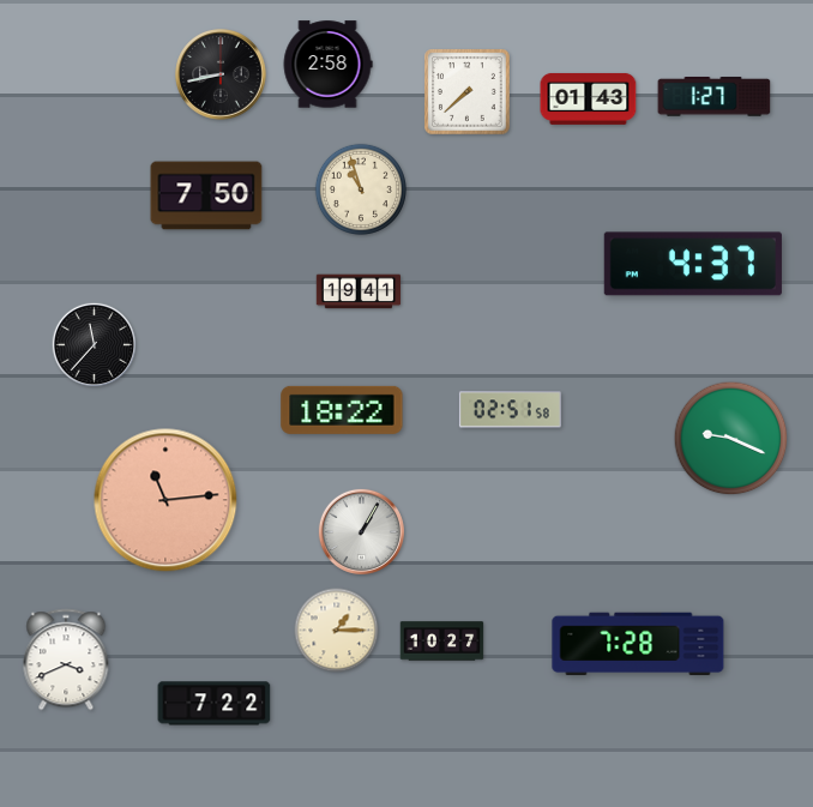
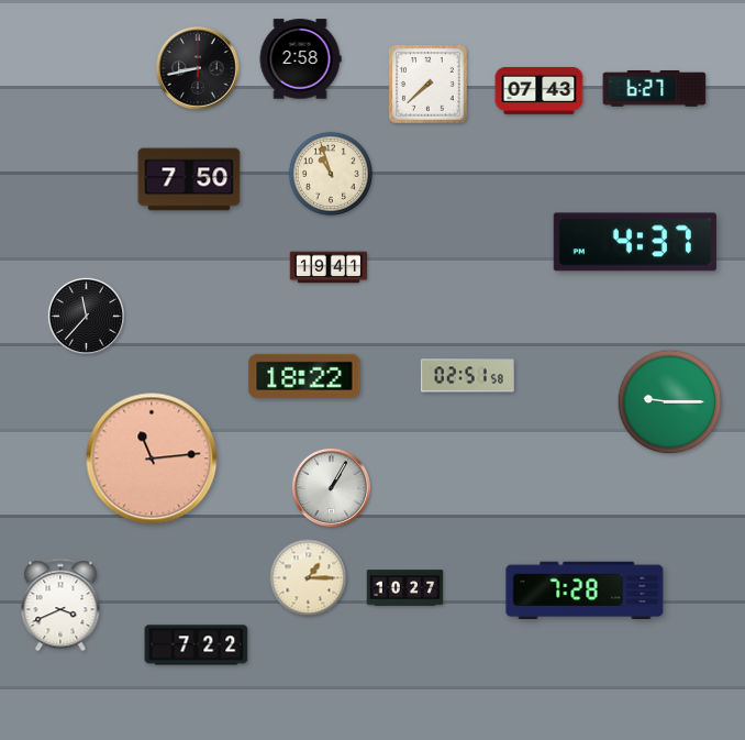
clock at (221, 74) position: (221, 74) -> (198, 68)
clock at (715, 97): 1:27 -> 6:27
clock at (589, 98): 01:43 -> 07:43
clock at (342, 410) position: (342, 410) -> (304, 376)
clock at (731, 439): 9:19 -> 9:15
